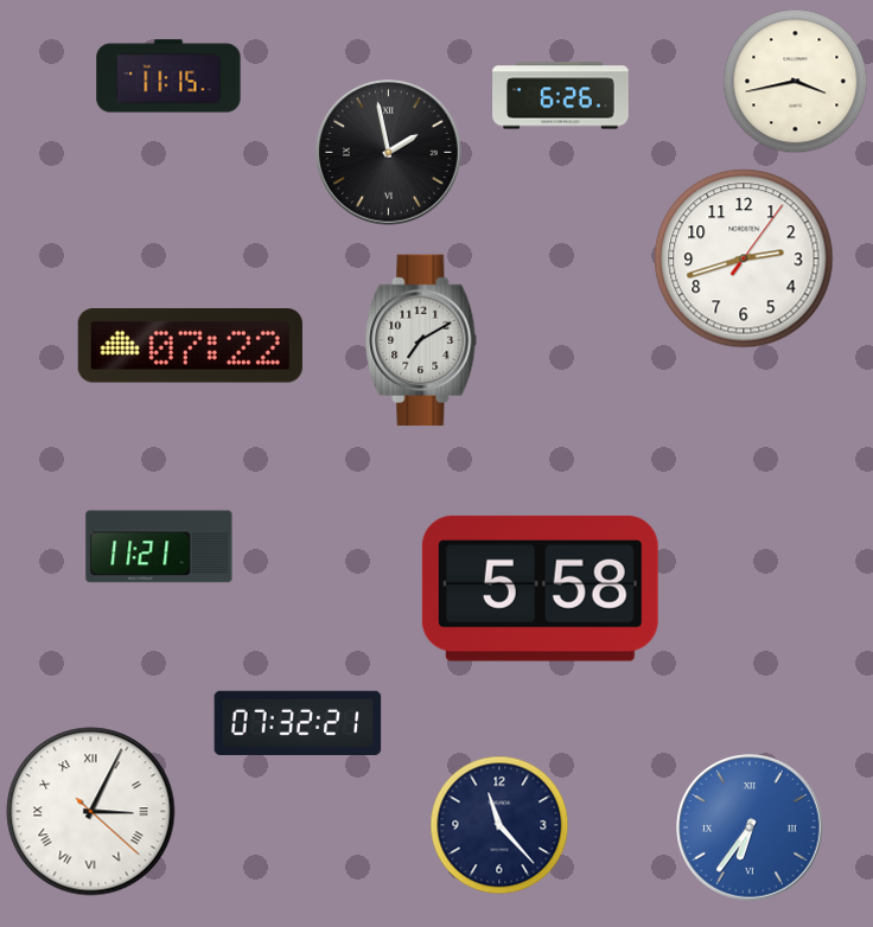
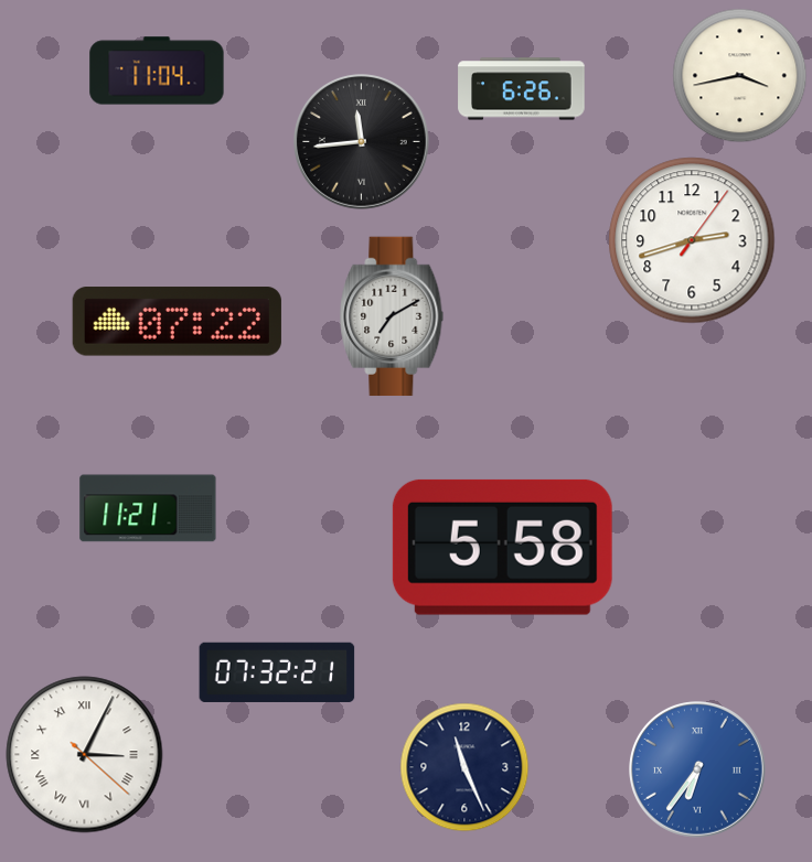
clock at (168, 76): 11:15 -> 11:04
clock at (389, 153): 1:58 -> 11:44
clock at (499, 825): 11:23 -> 11:26
